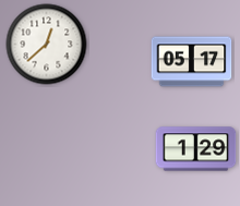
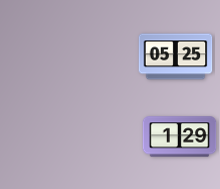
clock at (47, 45): 12:38 -> none
clock at (192, 62): 05:17 -> 05:25
